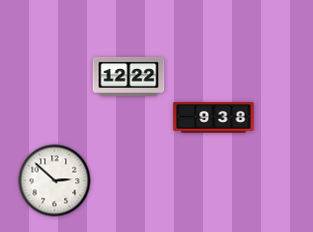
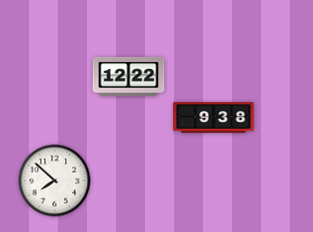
clock at (55, 181): 2:52 -> 7:52
